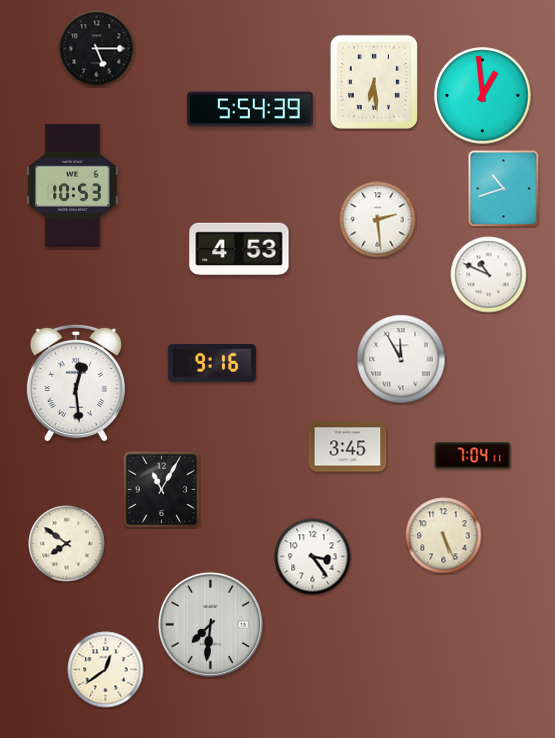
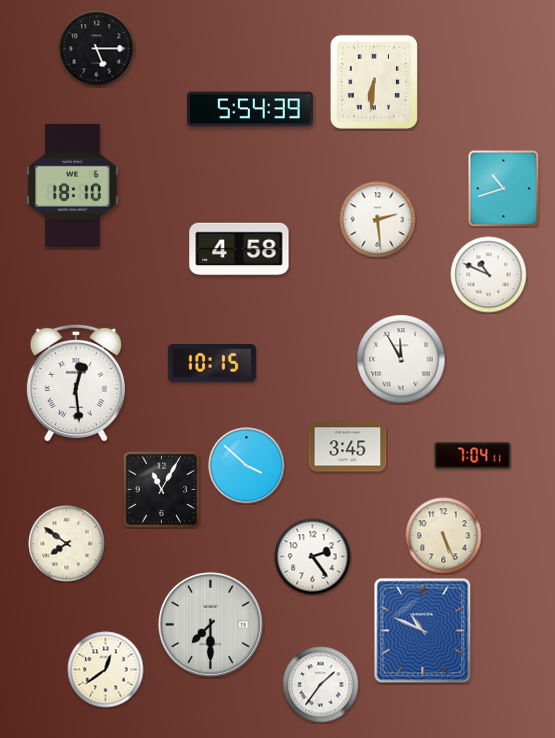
clock at (374, 82): 6:29 -> 6:31
clock at (483, 96): 12:59 -> none
clock at (73, 185): 10:53 -> 18:10
clock at (239, 249): 4:53 -> 4:58
clock at (212, 363): 9:16 -> 10:15
clock at (247, 466): none -> 3:52
clock at (313, 557): 3:24 -> 2:24
clock at (210, 624): 7:31 -> 7:30
clock at (423, 631): none -> 10:49
clock at (321, 685): none -> 1:36
